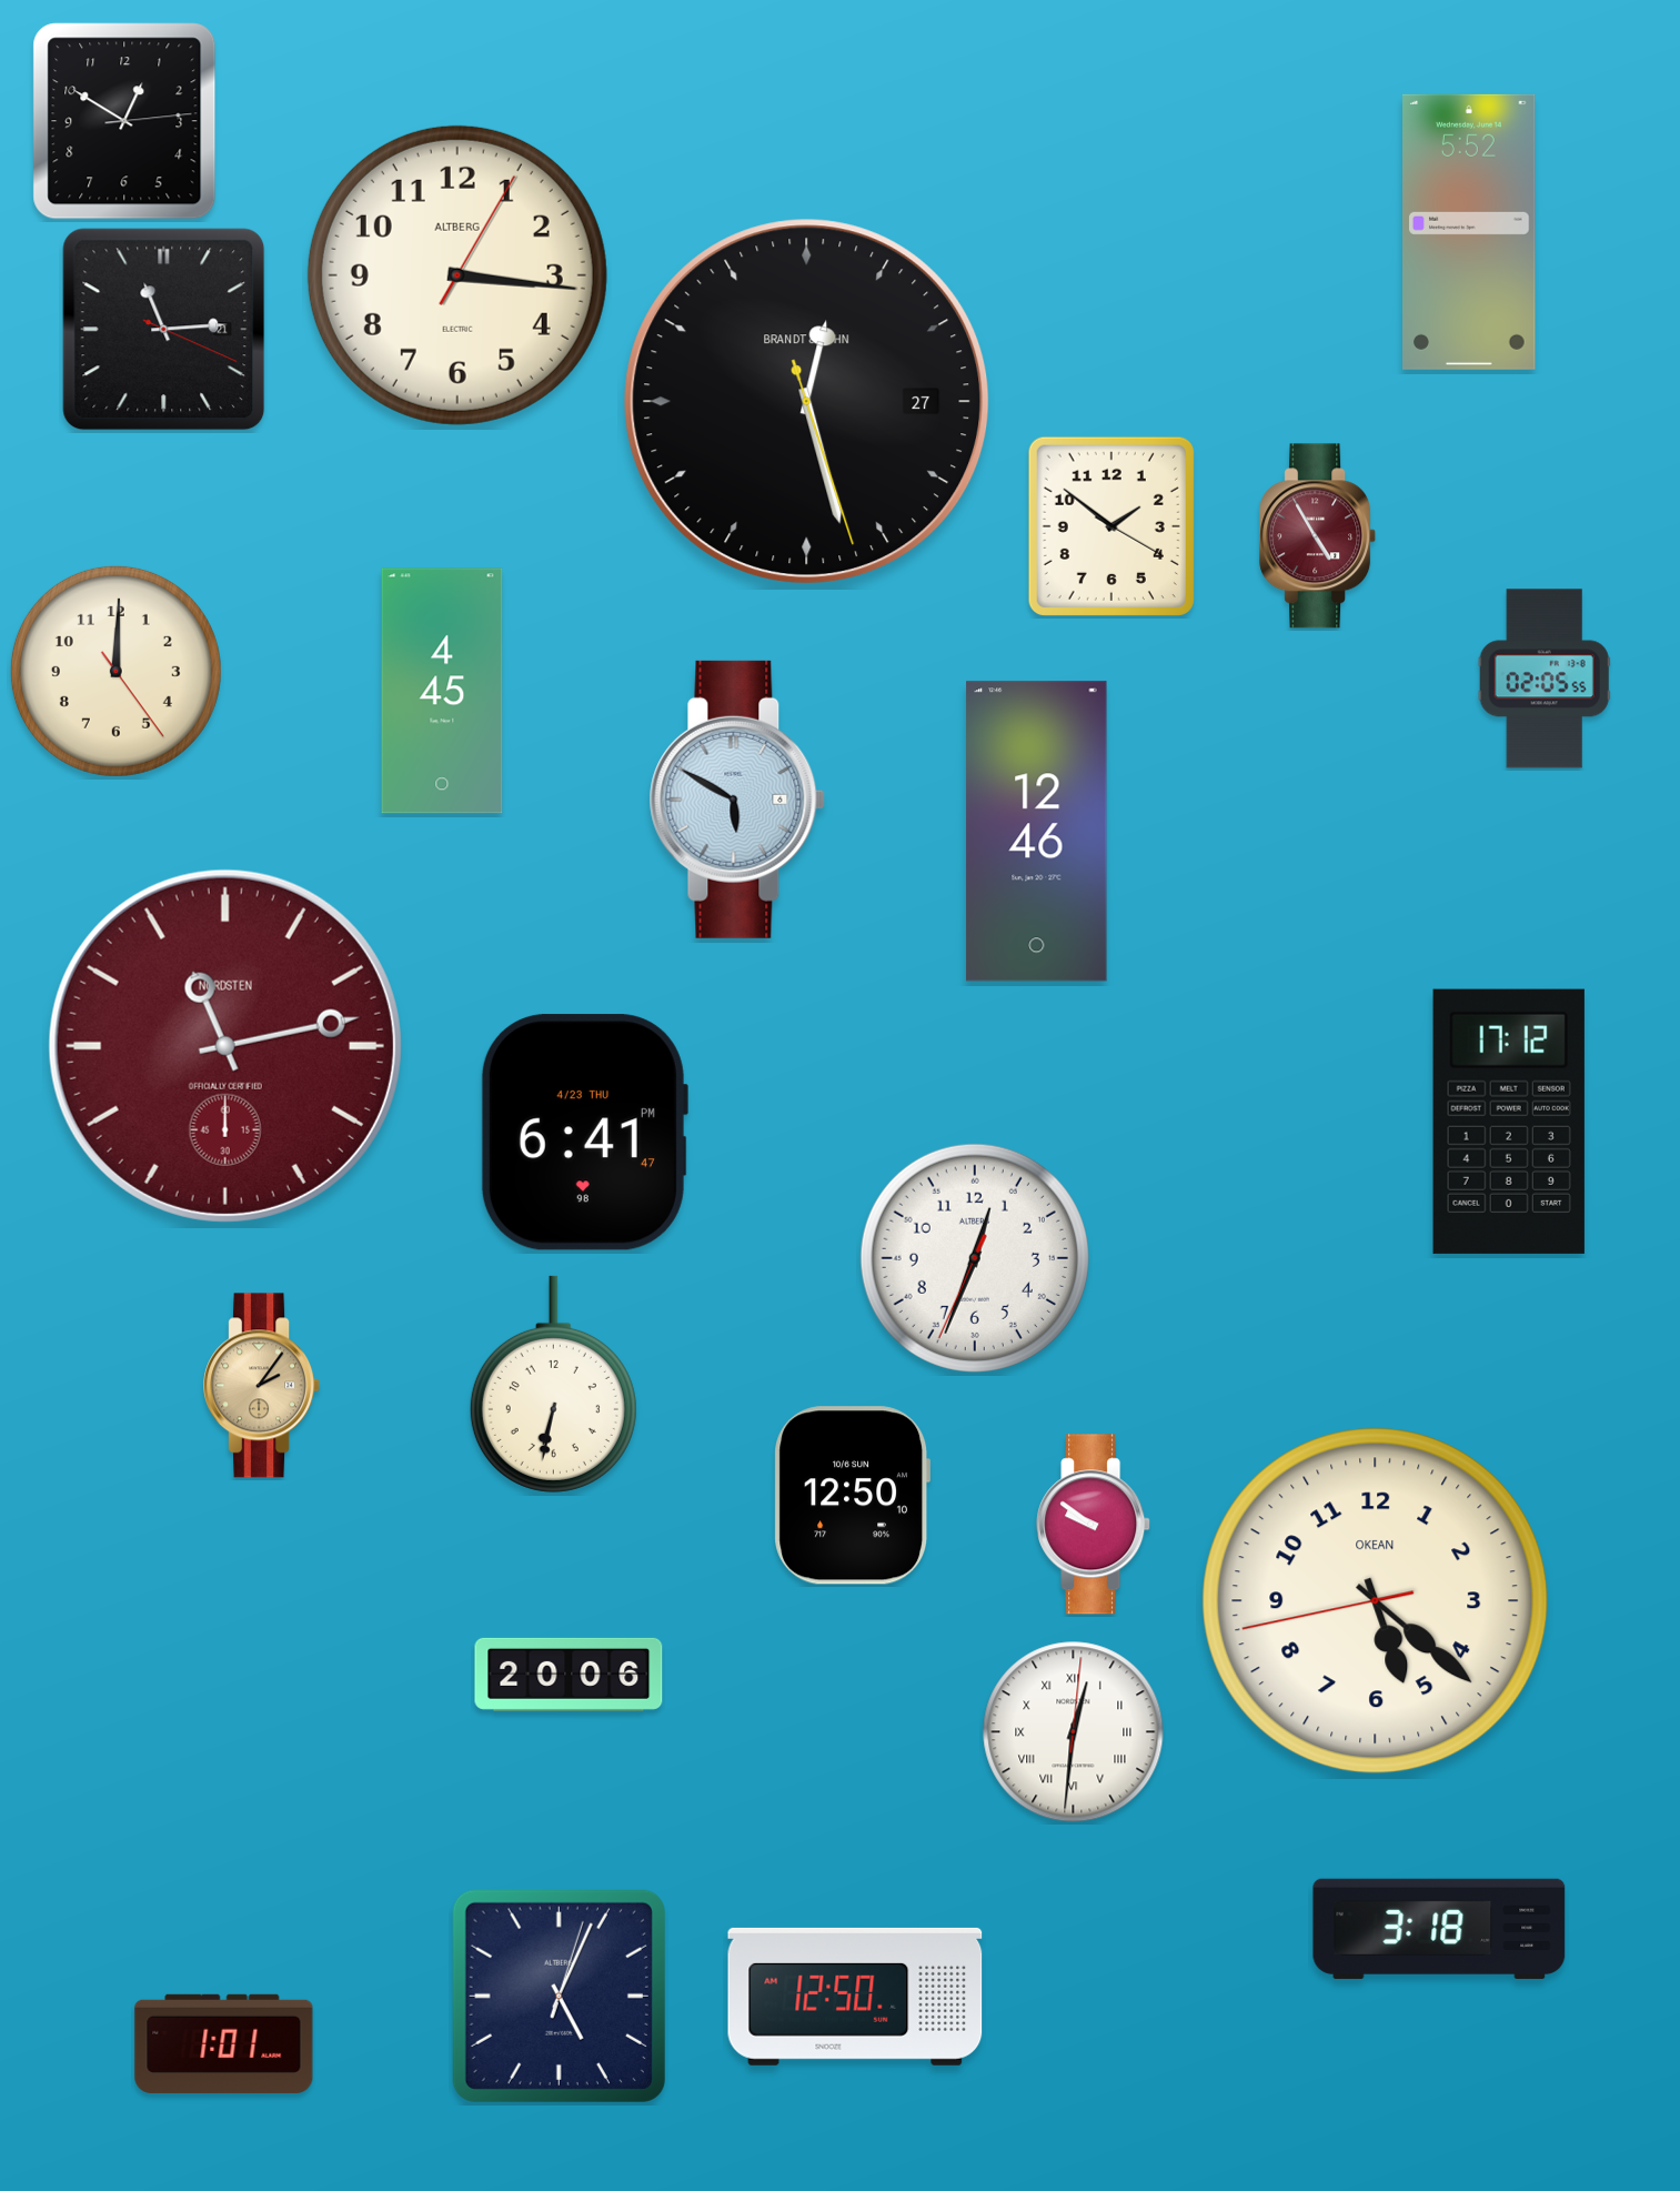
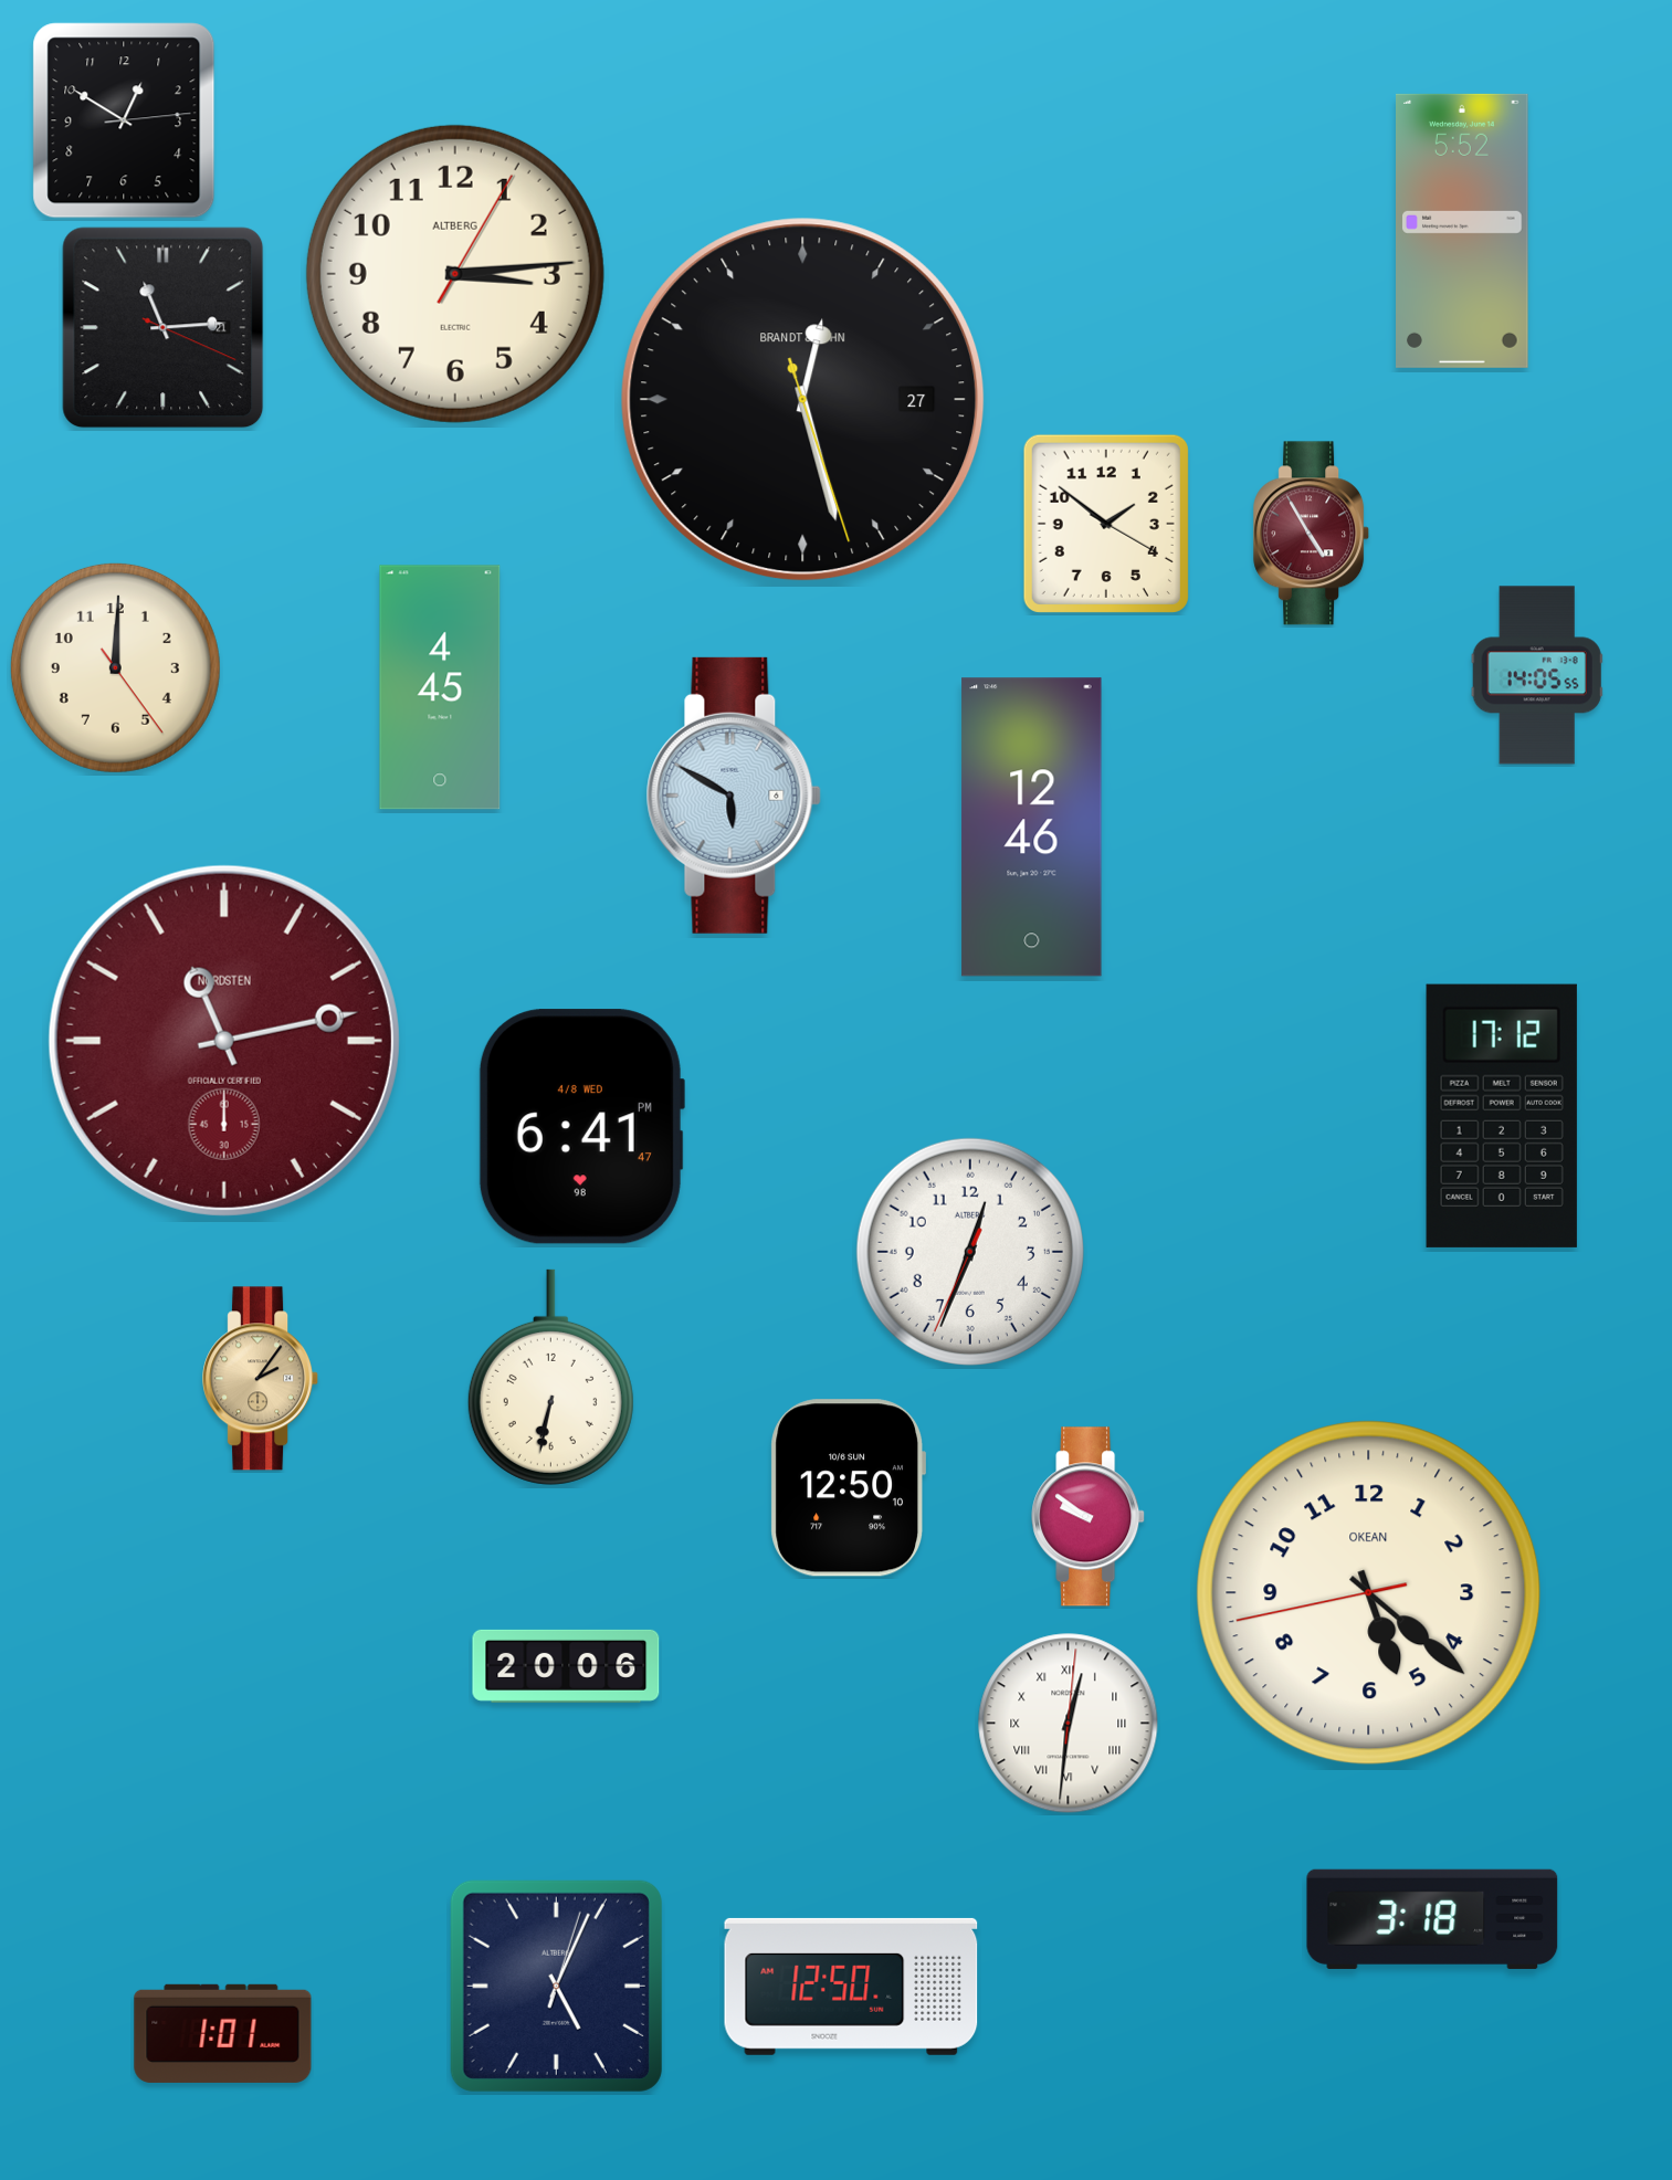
clock at (457, 275): 3:16 -> 3:14
clock at (1545, 679): 02:05 -> 14:05
clock at (584, 1133) date: 4/23 THU -> 4/8 WED
